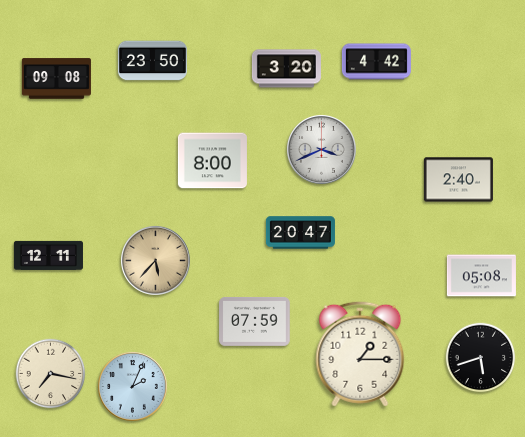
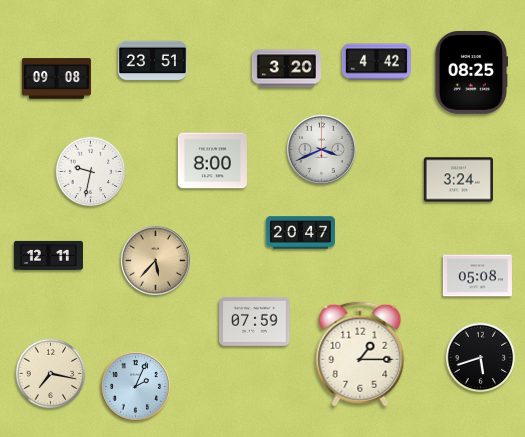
clock at (152, 61): 23:50 -> 23:51
clock at (471, 72): none -> 08:25
clock at (91, 172): none -> 9:32
clock at (458, 180): 2:40 -> 3:24
clock at (481, 276) position: (481, 276) -> (477, 276)
clock at (132, 386) position: (132, 386) -> (135, 386)
